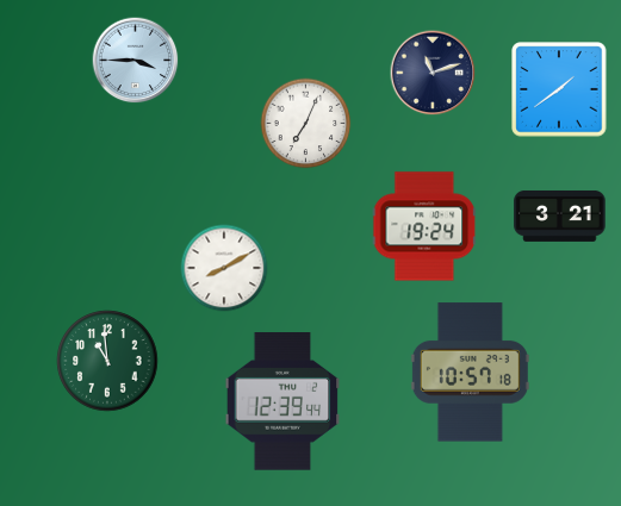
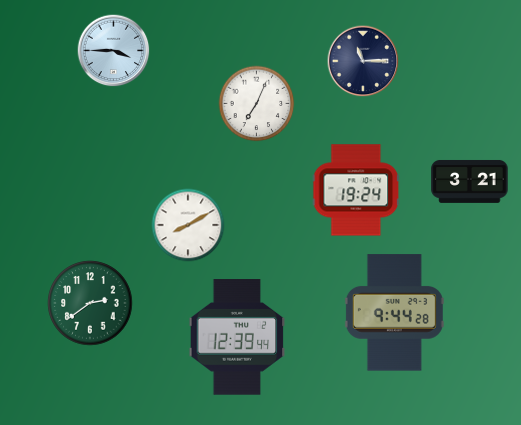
clock at (433, 73): 11:12 -> 11:15
clock at (559, 89): 1:39 -> none
clock at (107, 361): 10:59 -> 2:39
clock at (470, 373): 10:57 -> 9:44
